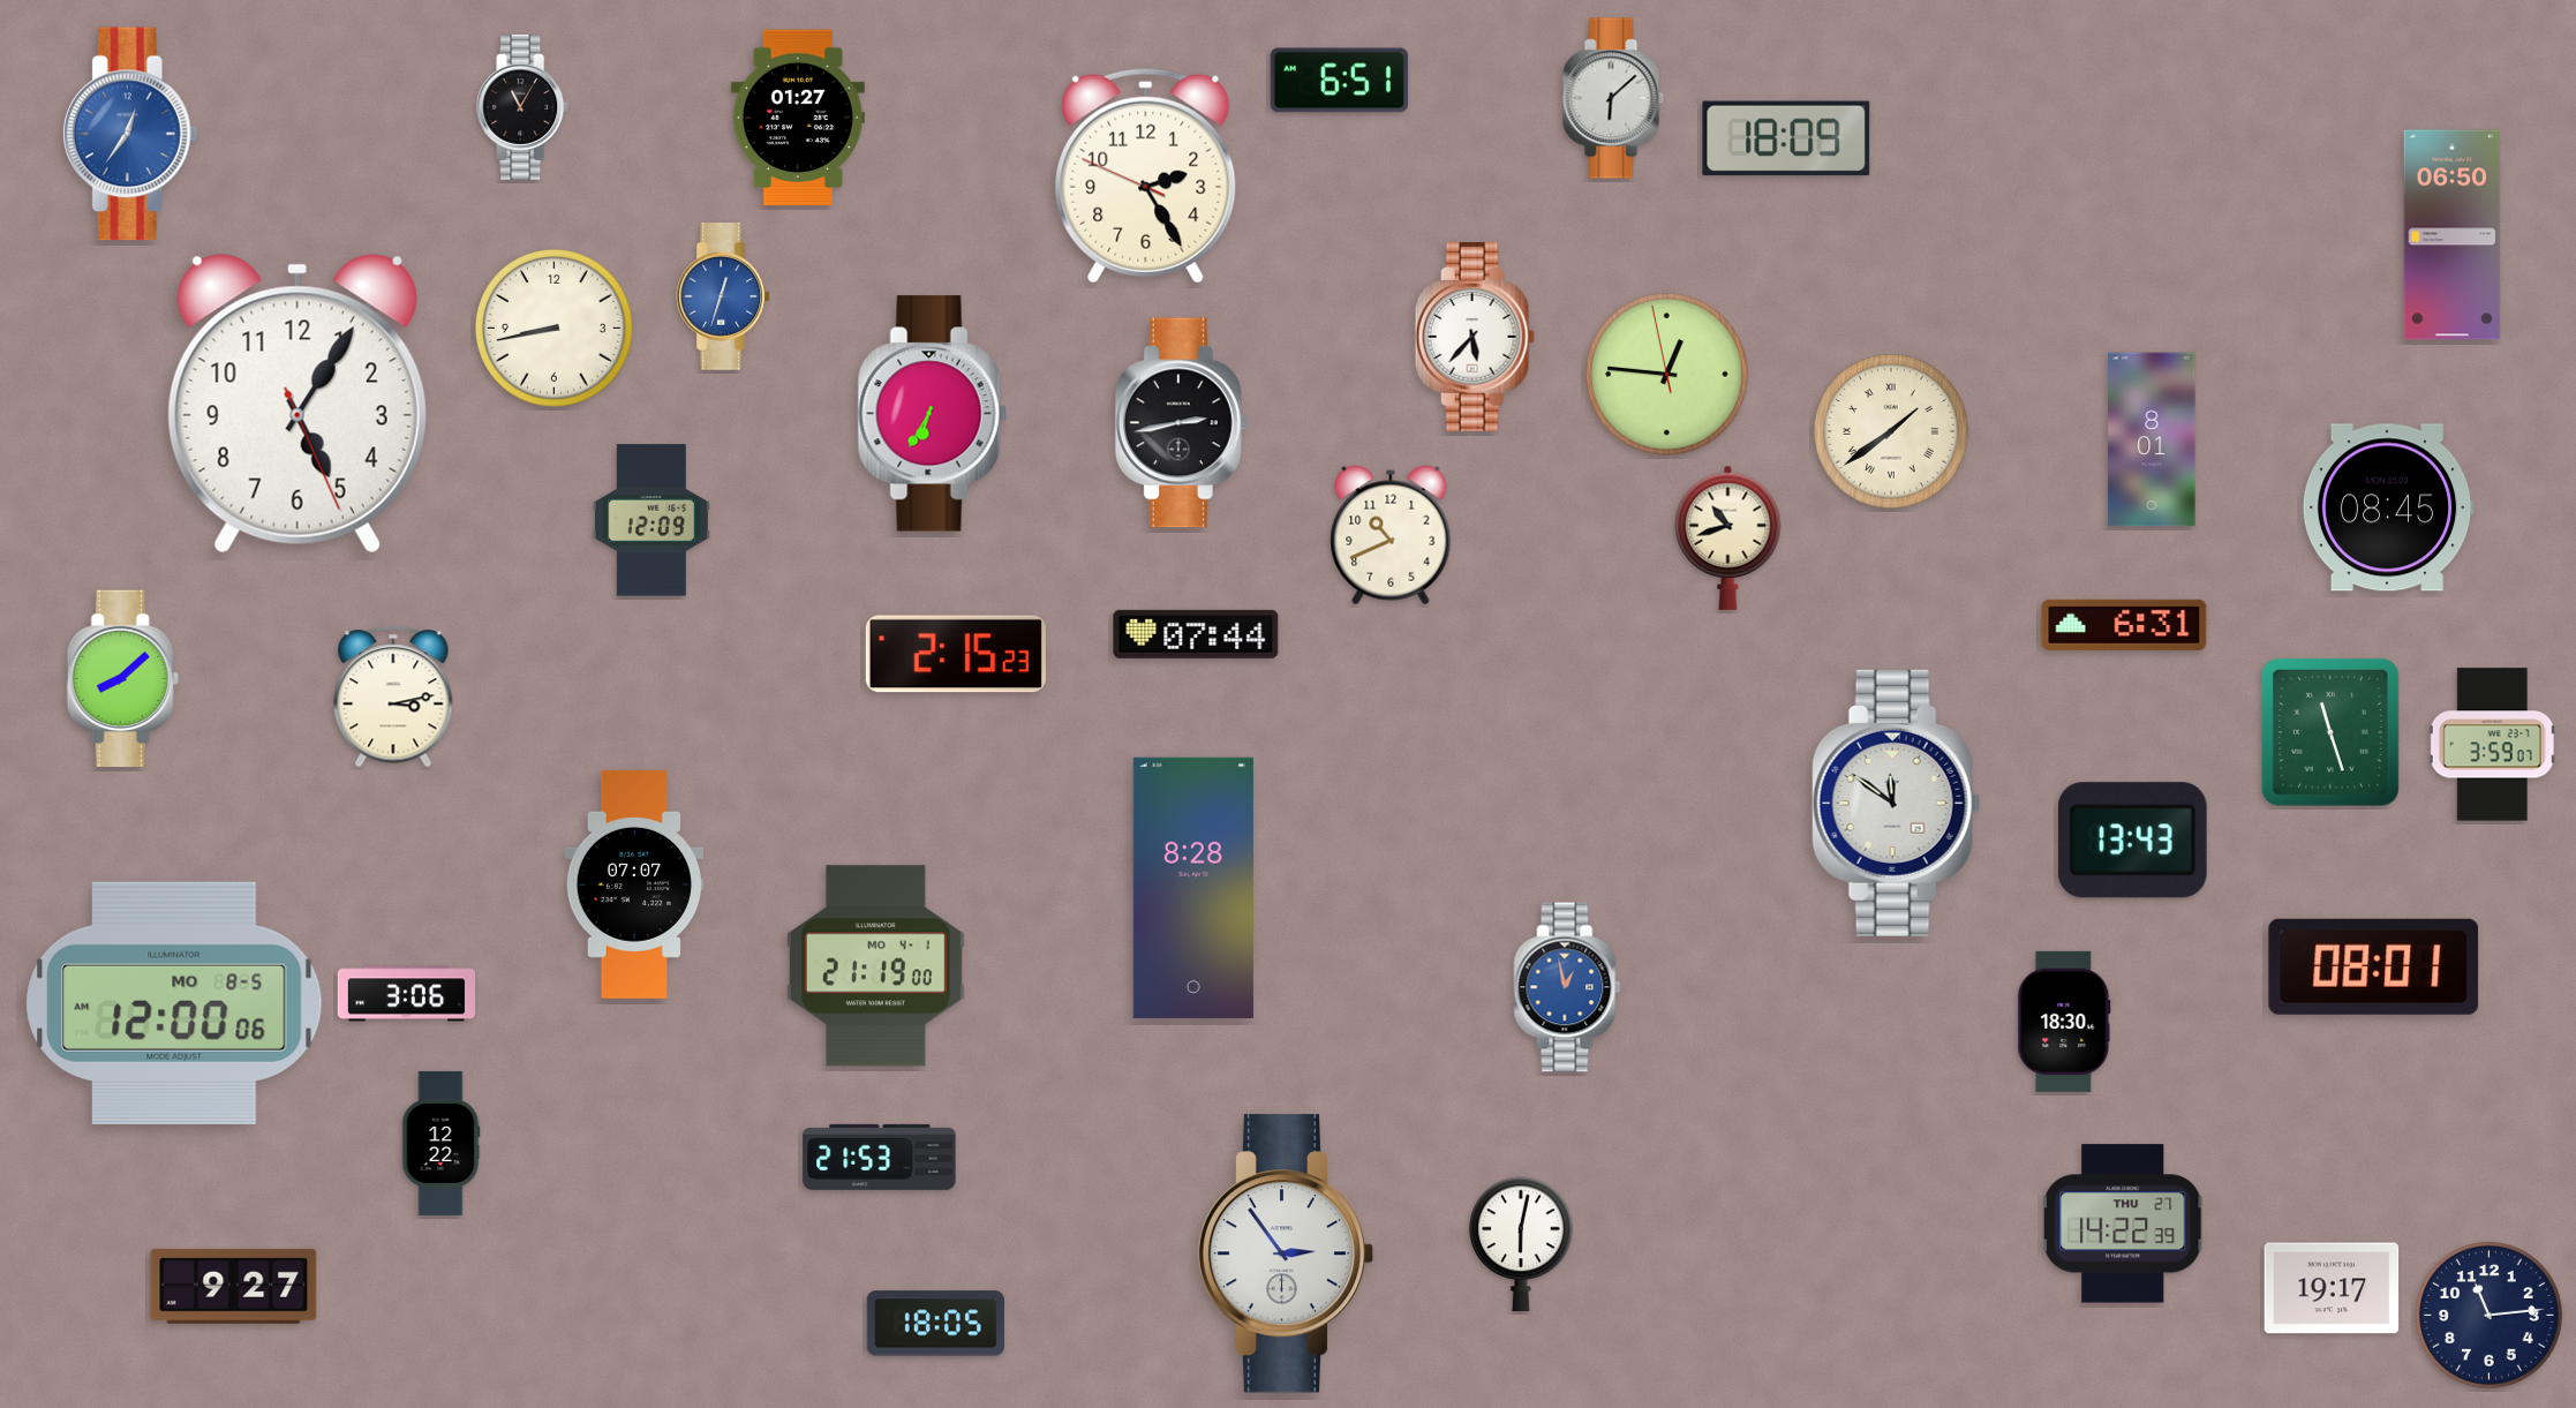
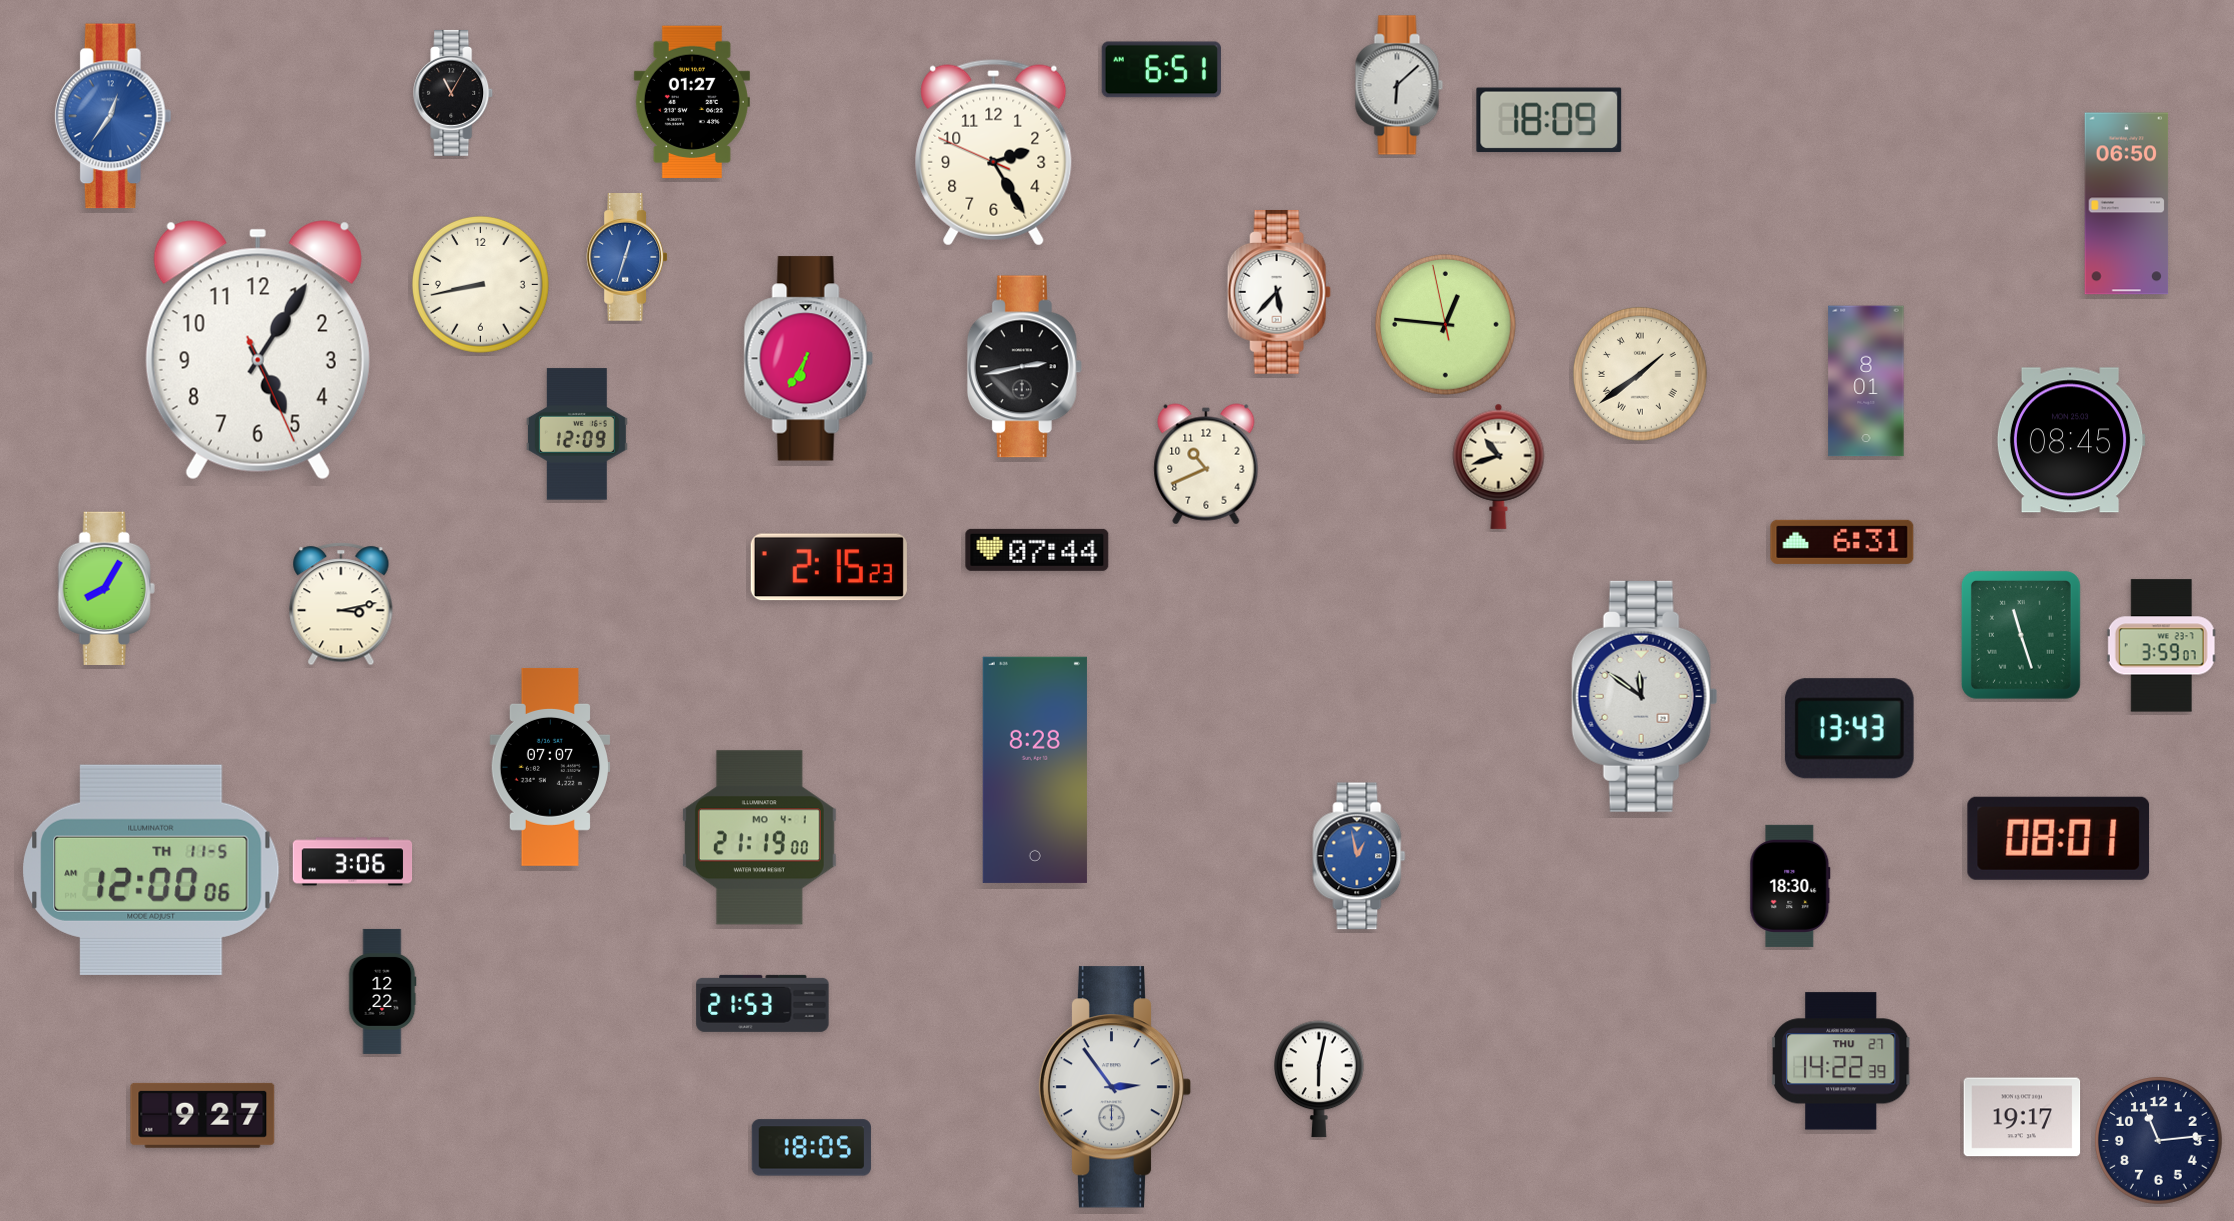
clock at (651, 520) position: (651, 520) -> (577, 434)
clock at (122, 678): 8:08 -> 8:05
clock at (174, 1003) date: MO 8-5 -> TH 11-5
